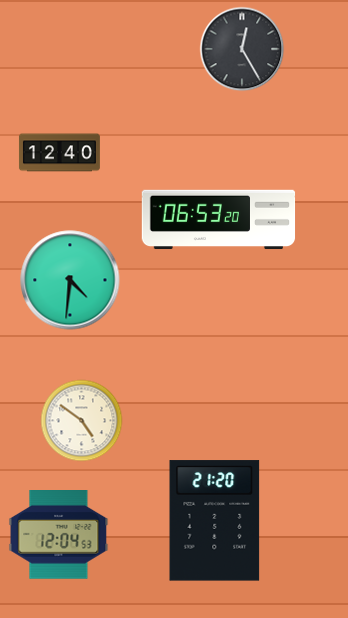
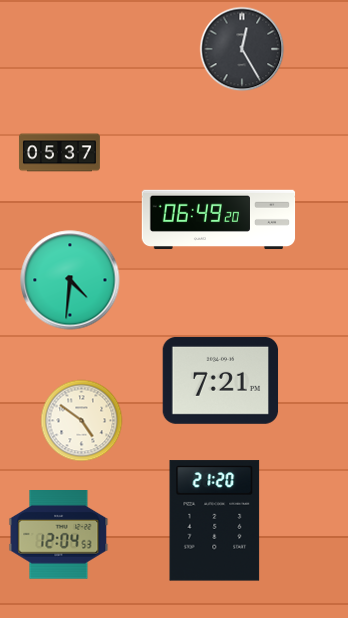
clock at (59, 153): 12:40 -> 05:37
clock at (219, 220): 06:53 -> 06:49
clock at (221, 380): none -> 7:21
